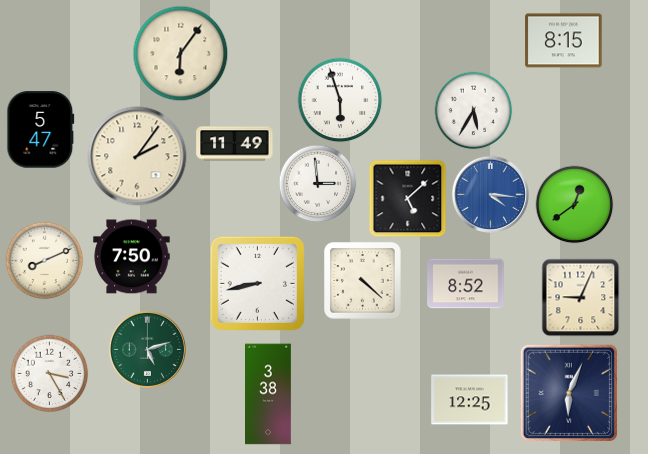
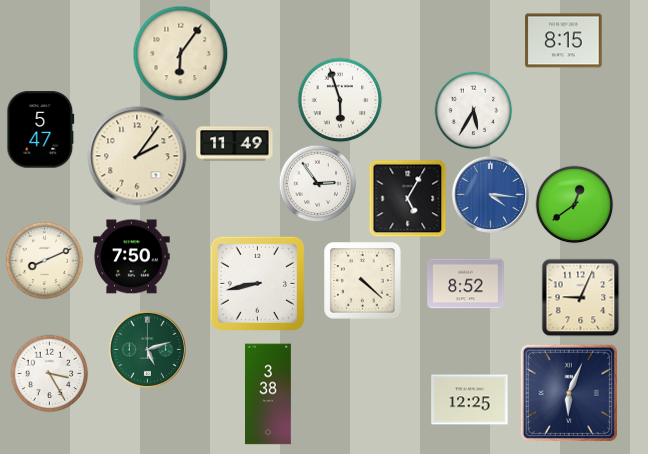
clock at (317, 183): 2:59 -> 2:54
clock at (407, 198): 5:08 -> 5:05
